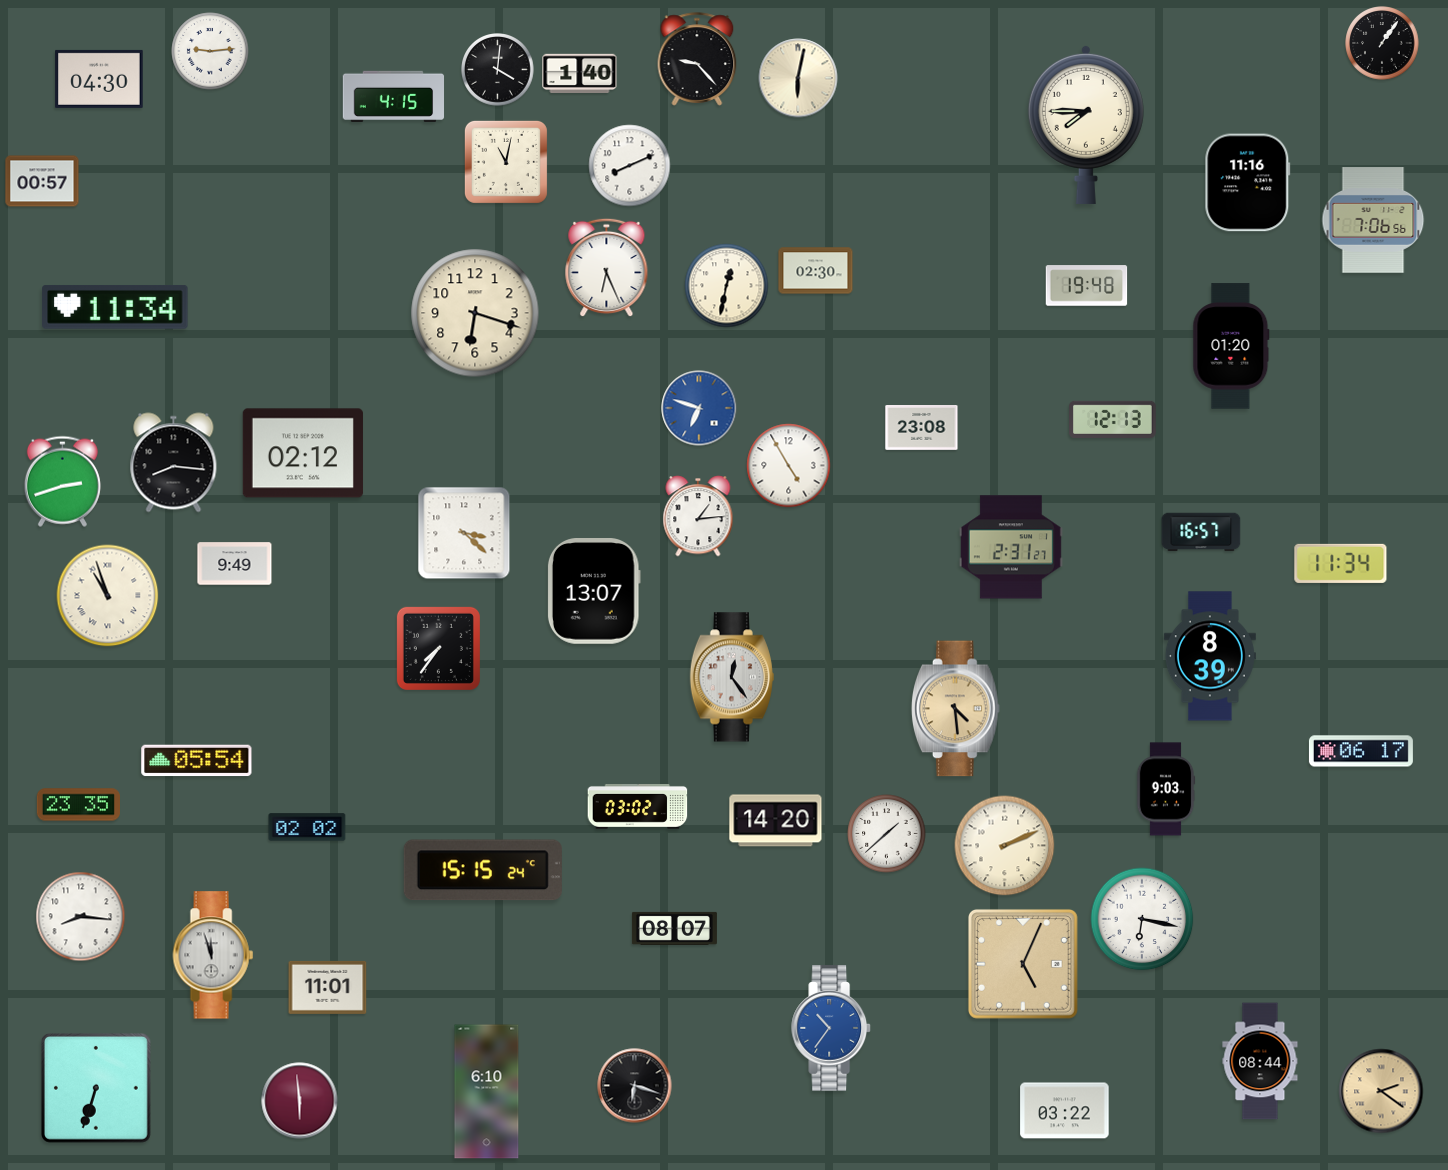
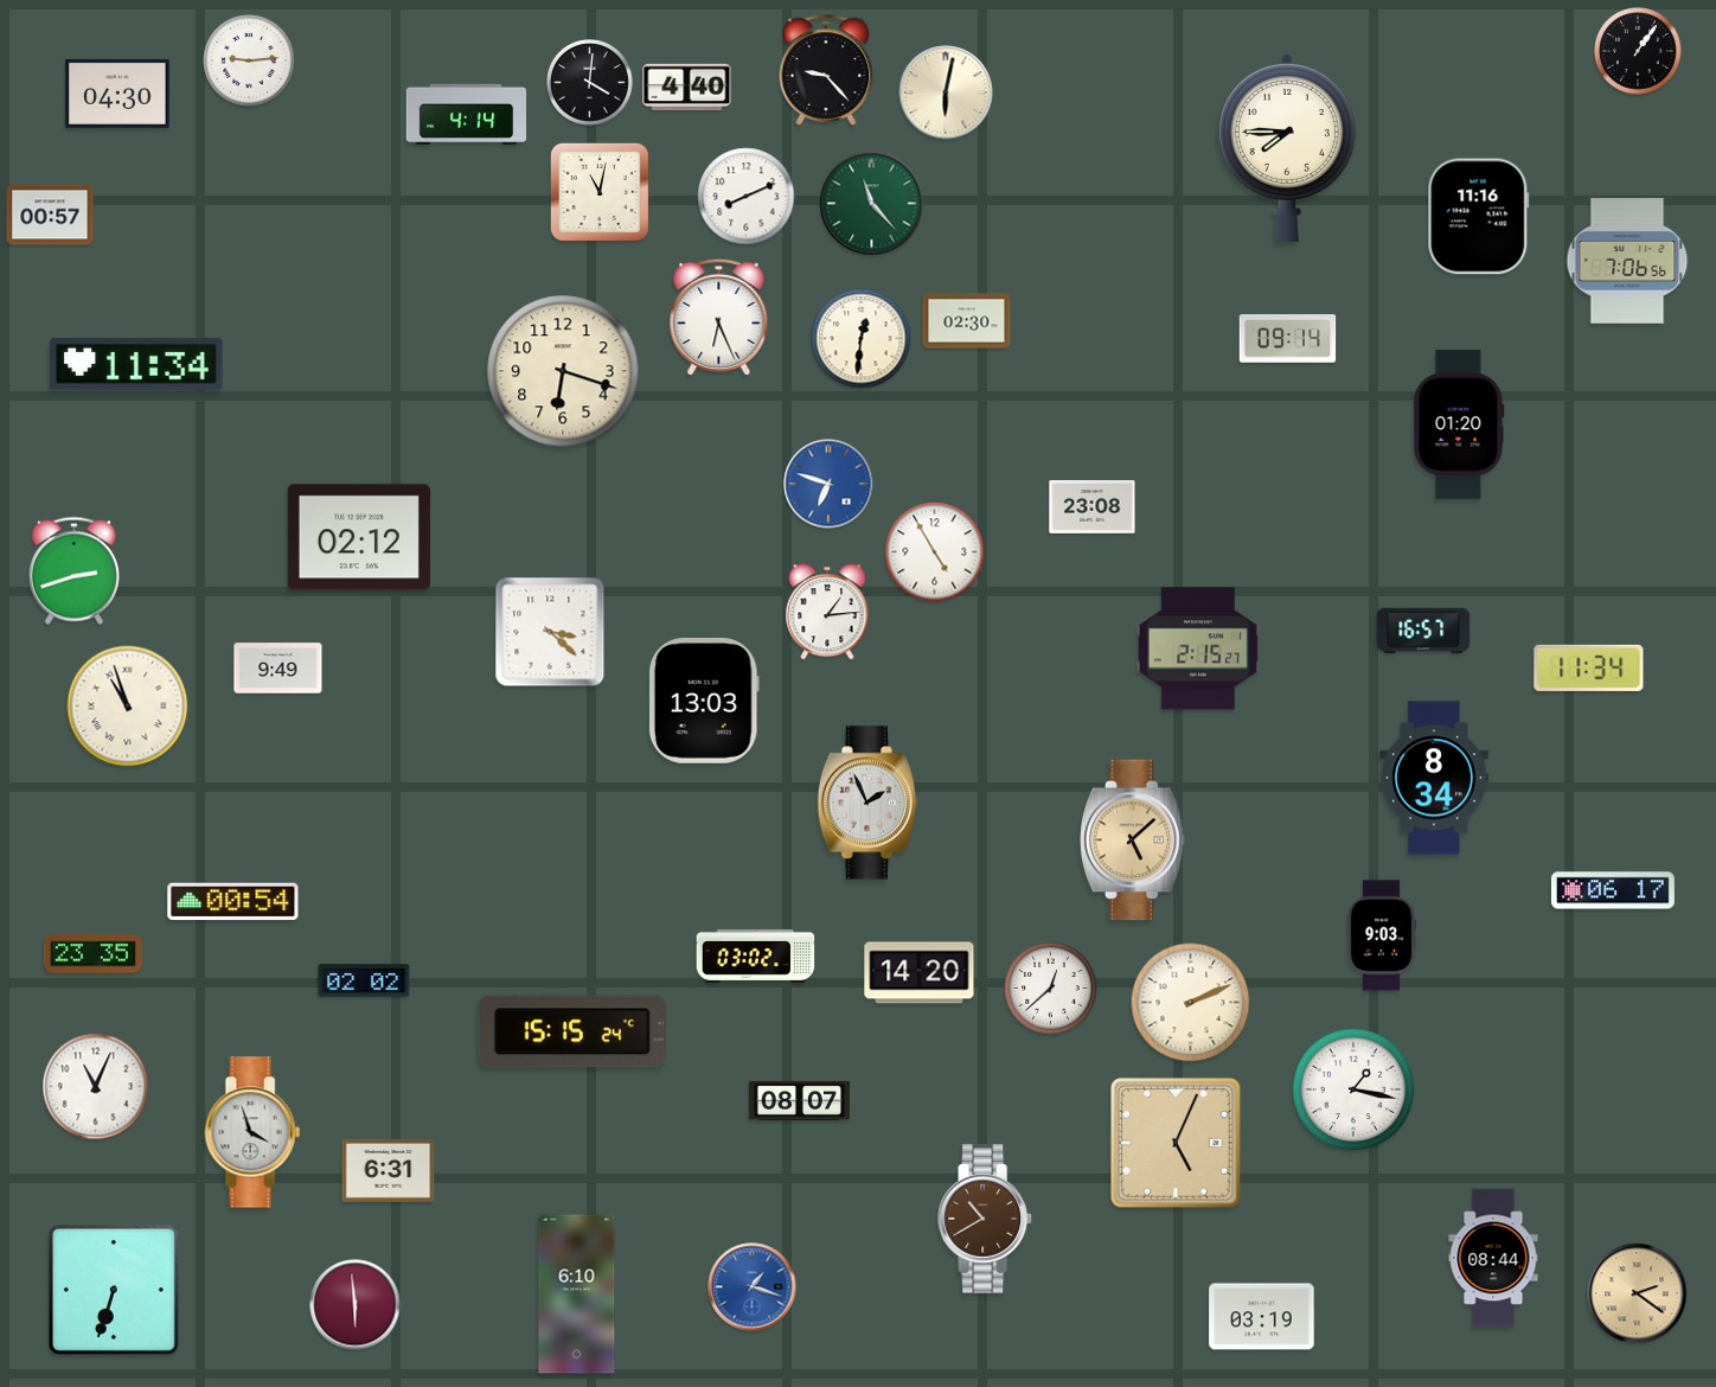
clock at (580, 73): 1:40 -> 4:40
clock at (394, 96): 4:15 -> 4:14
clock at (872, 204): none -> 11:23
clock at (727, 286): 12:32 -> 12:31
clock at (1087, 286): 19:48 -> 09:14
clock at (1231, 346) position: (1231, 346) -> (1459, 424)
clock at (1113, 419): 12:13 -> none
clock at (174, 463): 8:16 -> none
clock at (1011, 547): 2:31 -> 2:15
clock at (594, 592): 13:07 -> 13:03
clock at (438, 648): 7:36 -> none
clock at (1210, 656): 8:39 -> 8:34
clock at (732, 677): 12:24 -> 1:56
clock at (955, 709): 4:29 -> 5:08
clock at (197, 761): 05:54 -> 00:54
clock at (887, 834): 1:38 -> 12:38
clock at (81, 917): 8:16 -> 11:04
clock at (1142, 919): 6:17 -> 1:17
clock at (213, 955): 11:57 -> 3:57
clock at (1023, 964) position: (1023, 964) -> (1176, 1143)
clock at (328, 987): 11:01 -> 6:31
clock at (832, 1028): 10:36 -> 10:40
clock at (832, 1028) dial: blue -> brown
clock at (635, 1086): 6:18 -> 1:18
clock at (635, 1086) dial: black -> blue
clock at (1065, 1111): 03:22 -> 03:19
